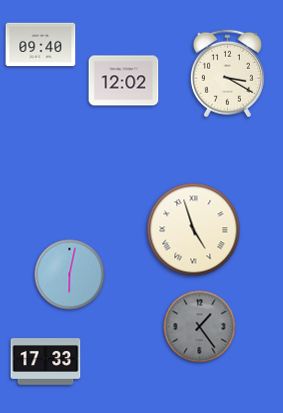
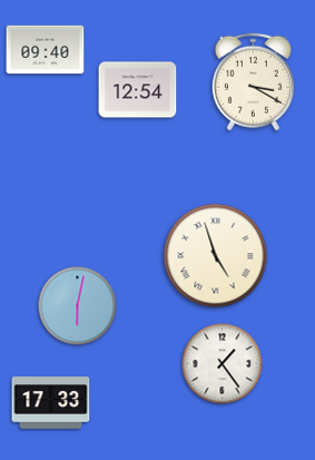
clock at (124, 81): 12:02 -> 12:54
clock at (200, 327) dial: grey -> white
